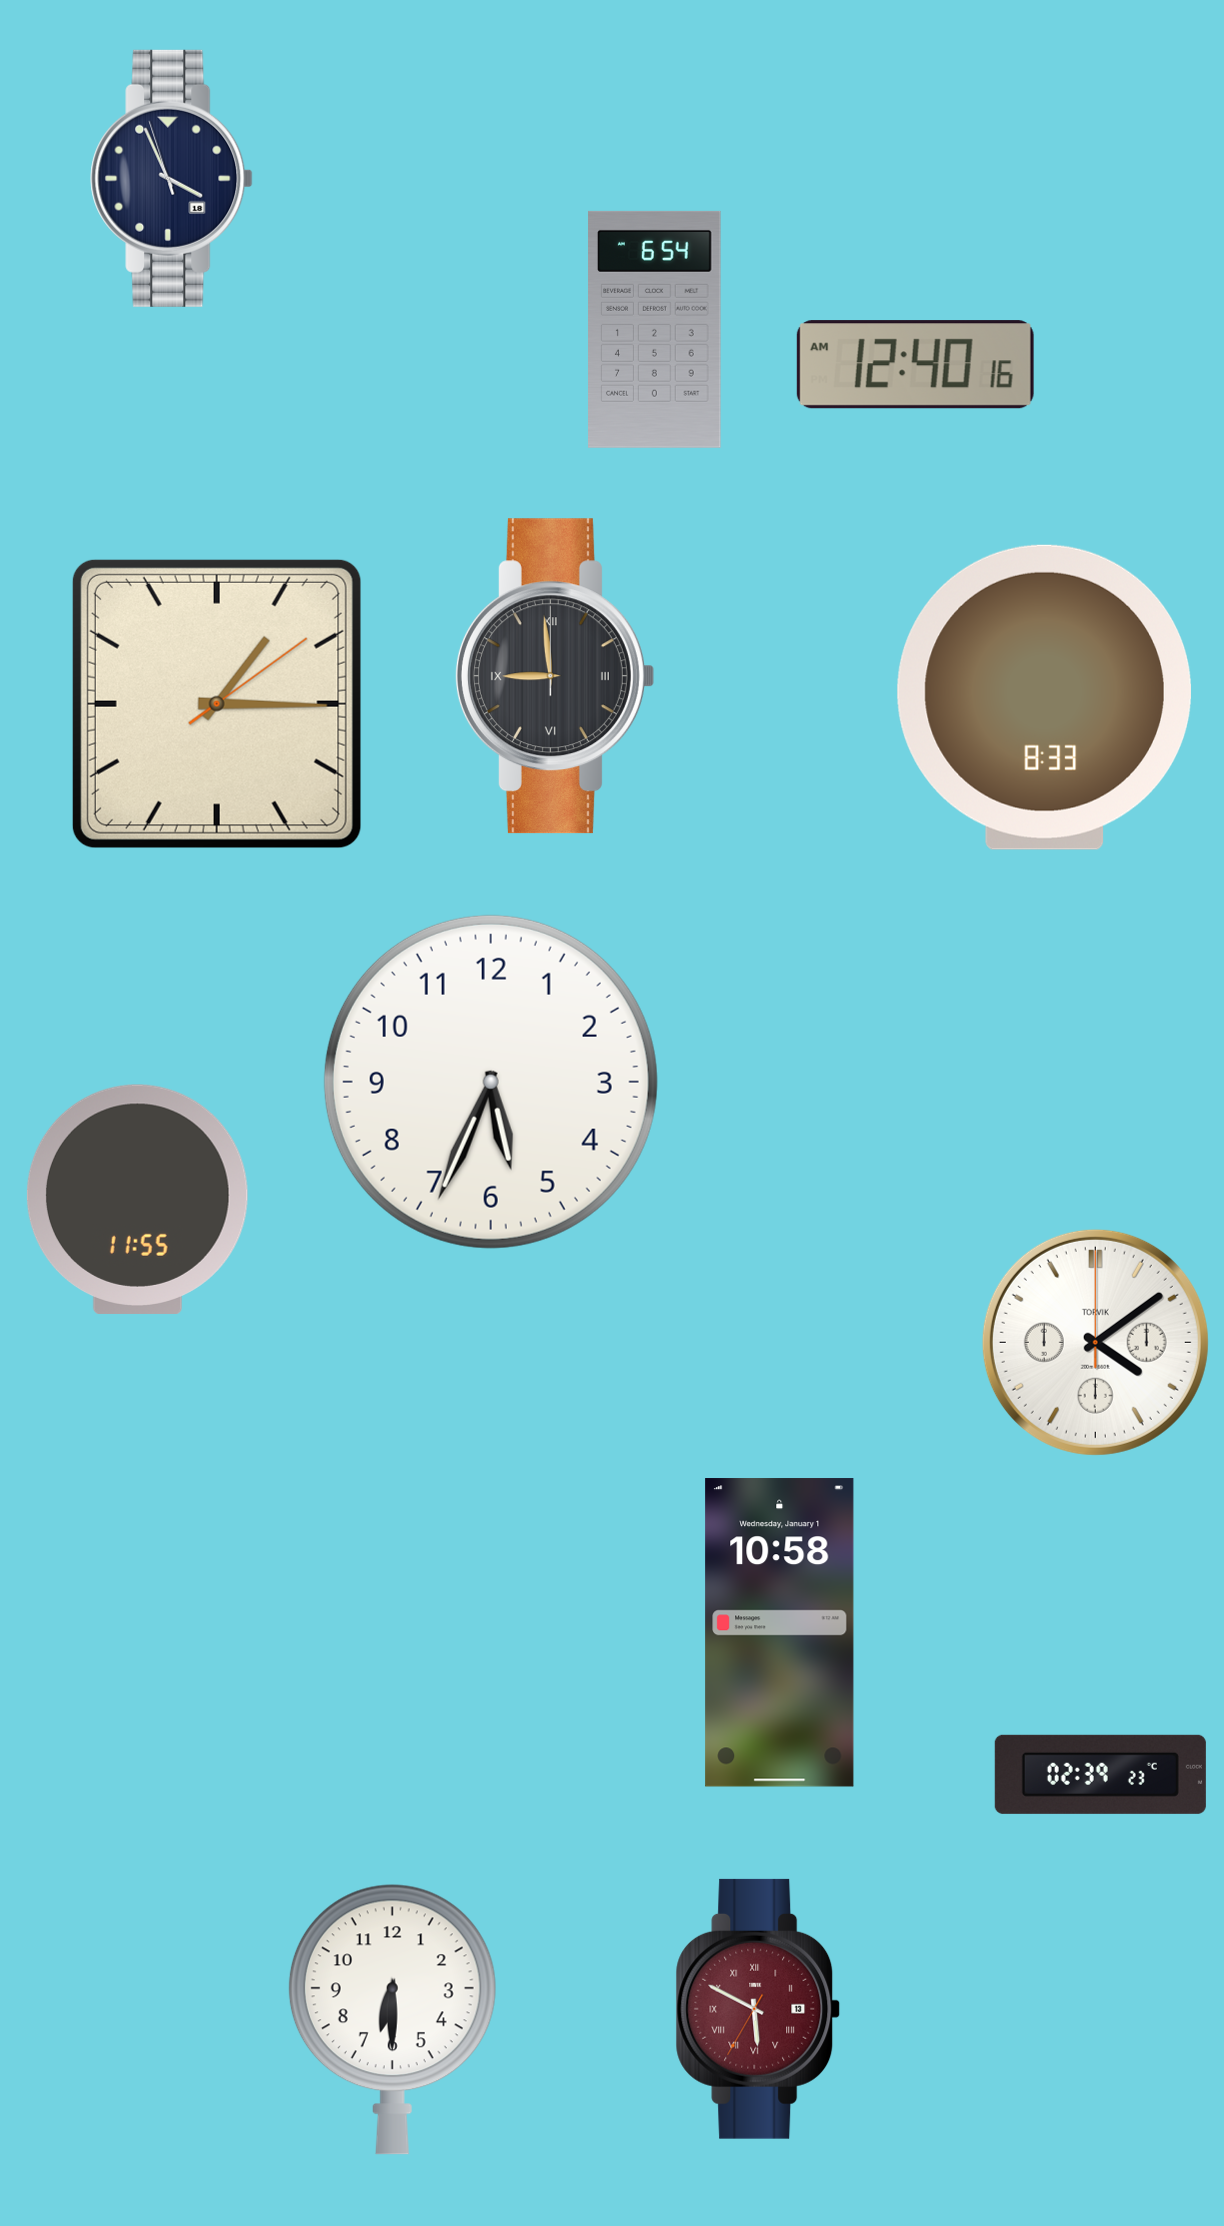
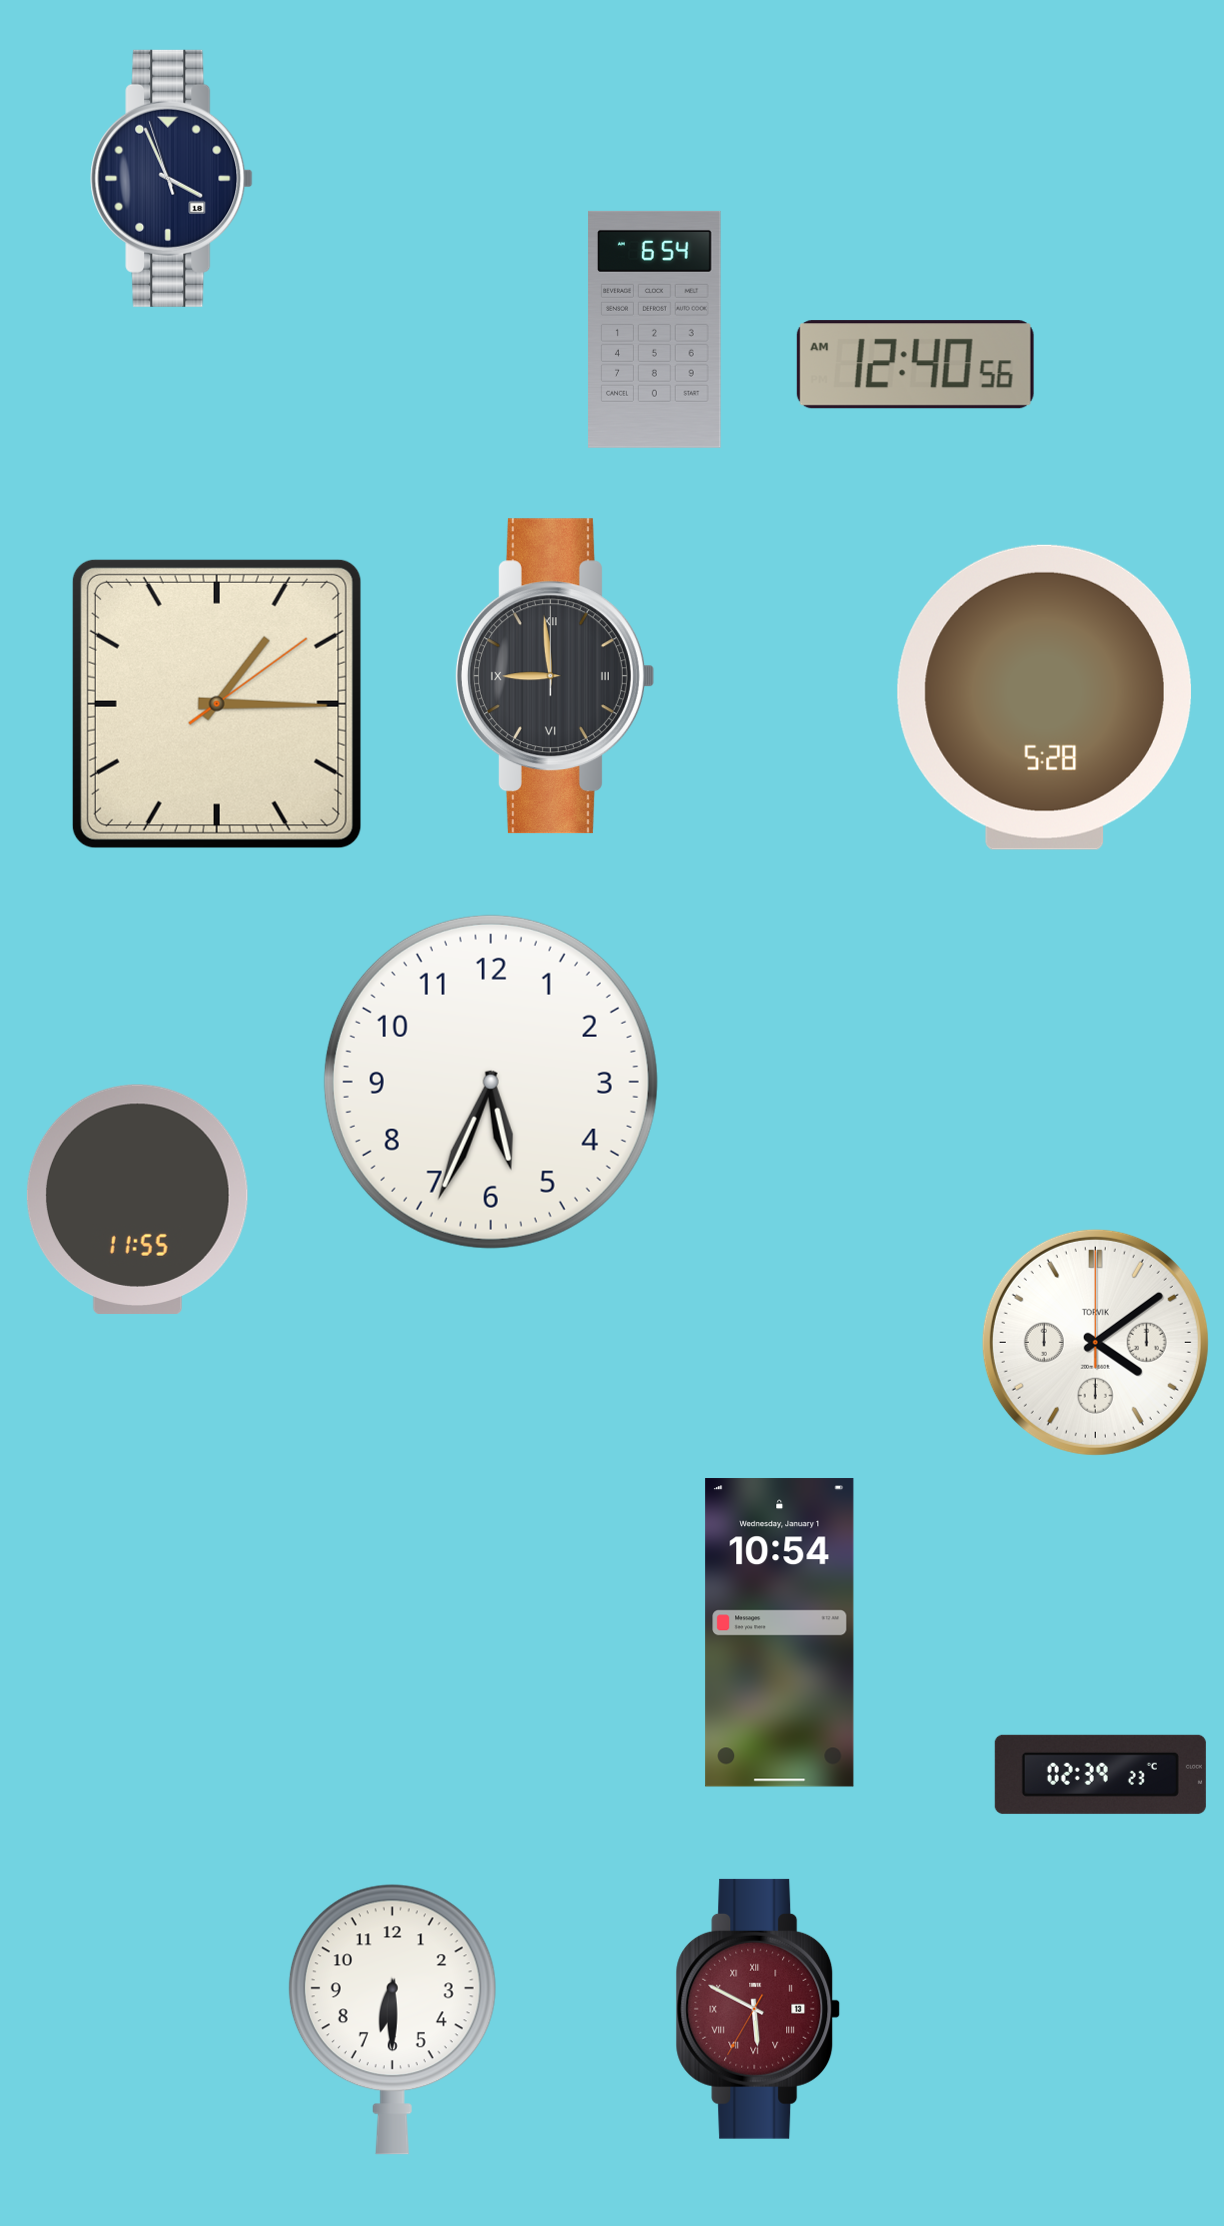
clock at (915, 365): 12:40:16 AM -> 12:40:56 AM
clock at (1044, 697): 8:33 -> 5:28
clock at (780, 1633): 10:58 -> 10:54
